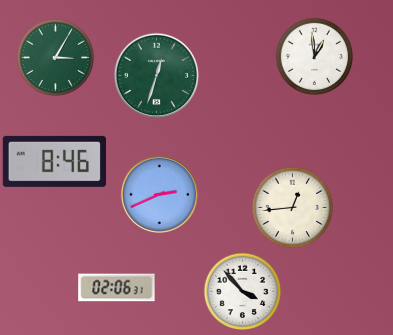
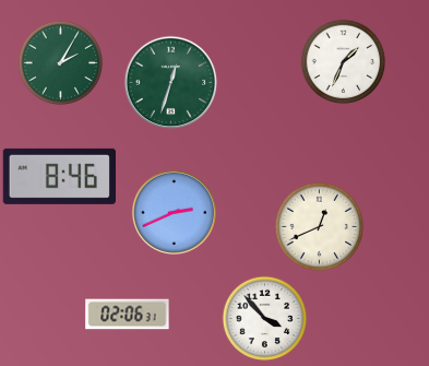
clock at (314, 56): 12:59 -> 1:34
clock at (55, 57): 3:05 -> 2:05
clock at (292, 207): 12:44 -> 12:41
